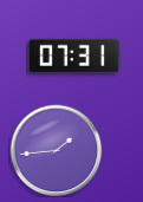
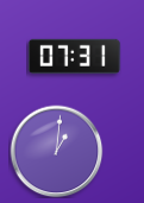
clock at (56, 150): 1:44 -> 1:01
